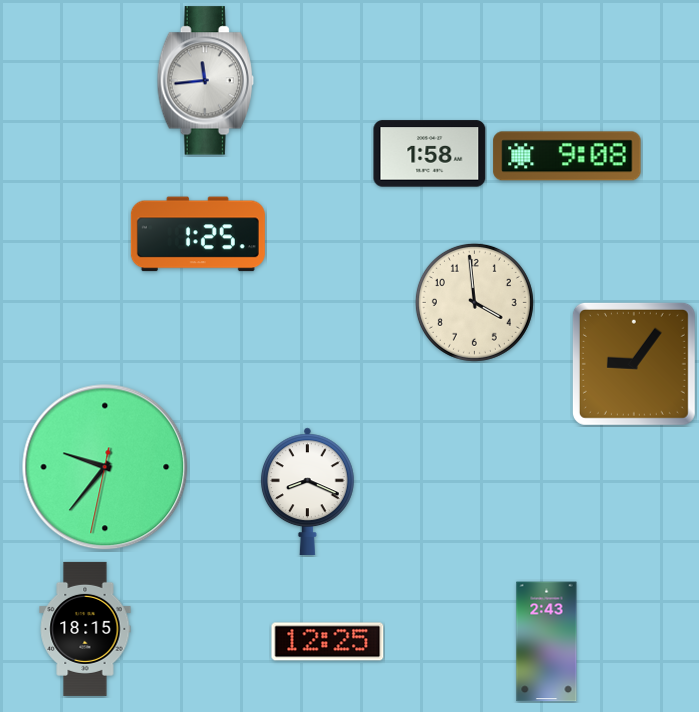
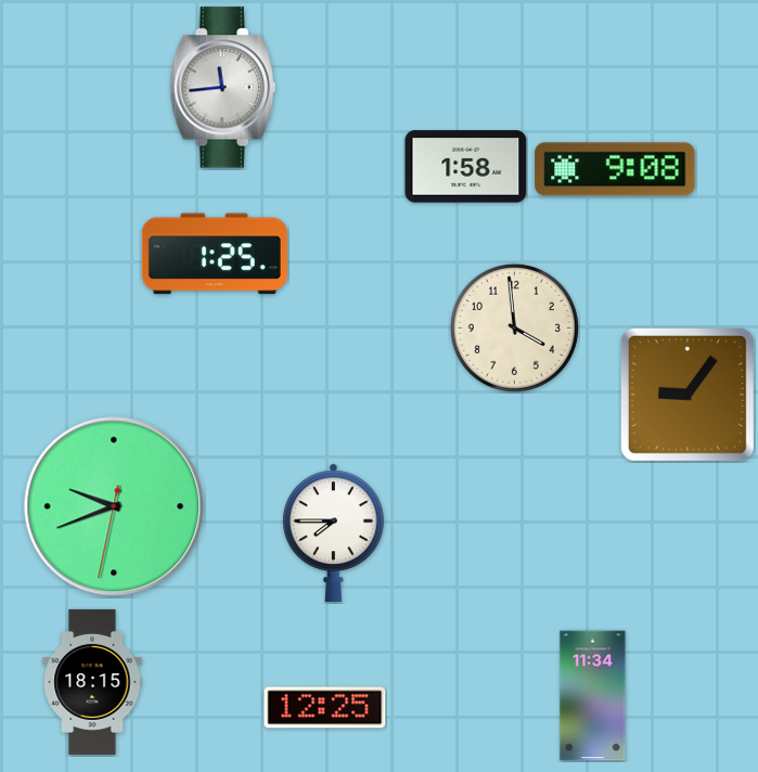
clock at (105, 467): 9:36 -> 9:41
clock at (307, 491): 8:19 -> 7:45
clock at (328, 642) position: (328, 642) -> (325, 708)
clock at (547, 642): 2:43 -> 11:34
